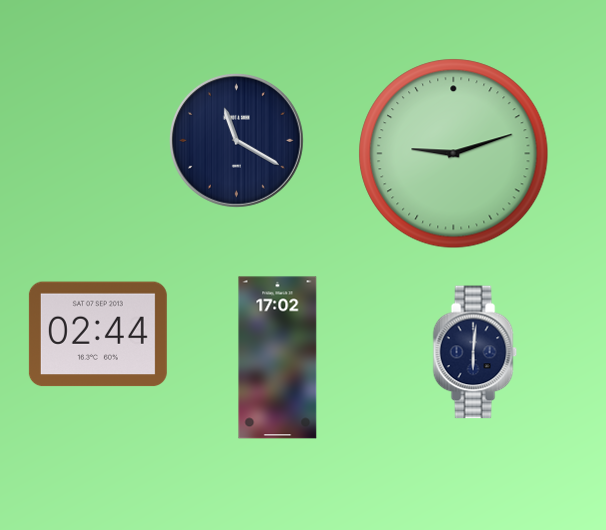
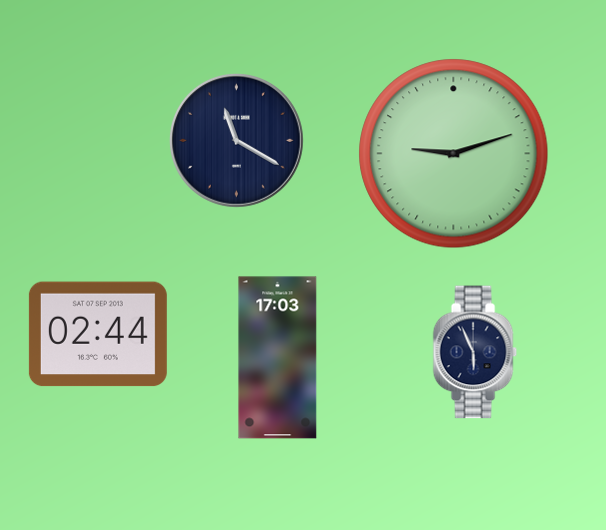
clock at (475, 352): 6:01 -> 5:56
clock at (278, 358): 17:02 -> 17:03
